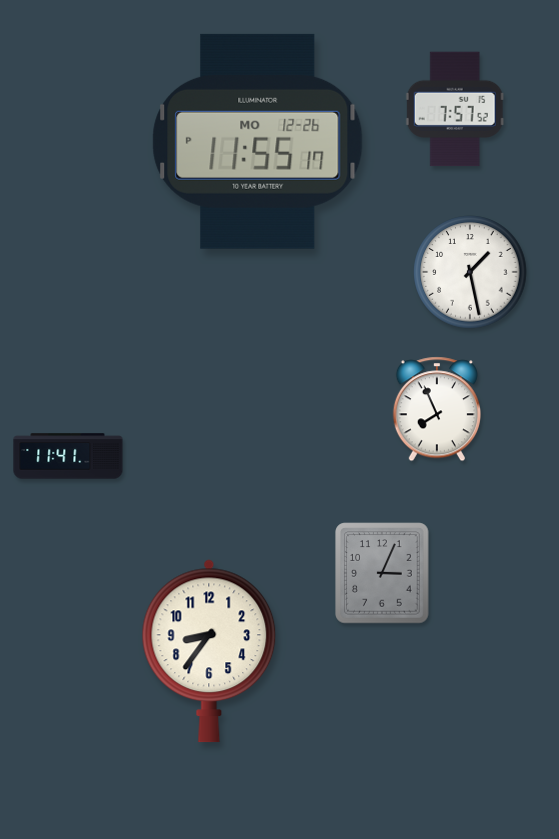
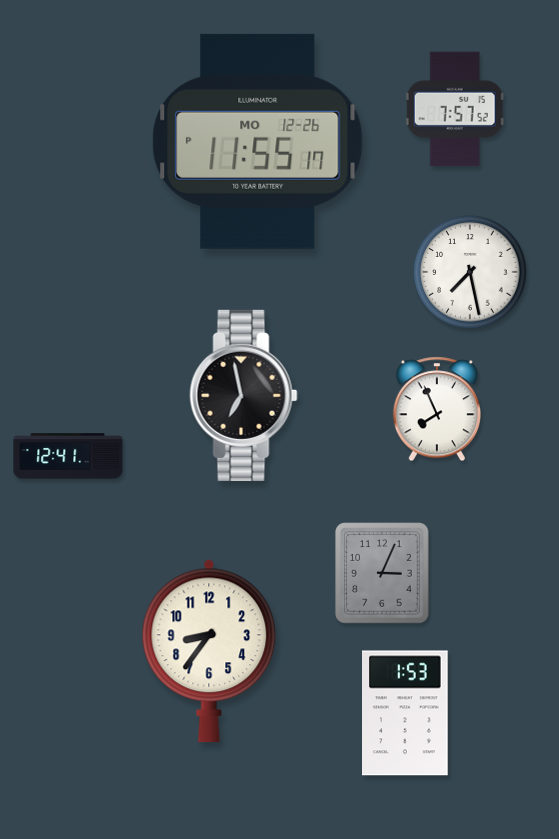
clock at (470, 272): 1:28 -> 7:28
clock at (244, 395): none -> 6:58
clock at (68, 456): 11:41 -> 12:41
clock at (406, 713): none -> 1:53
